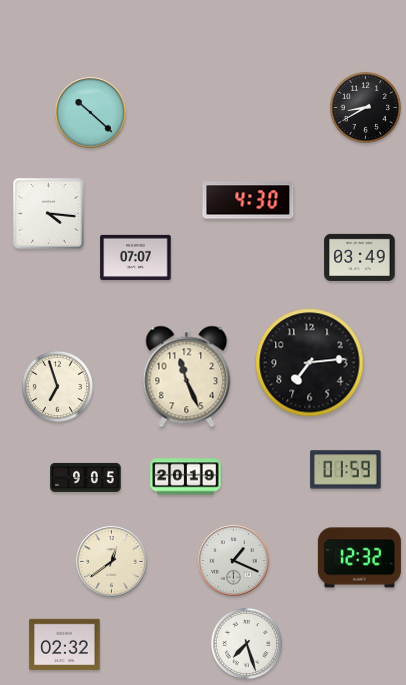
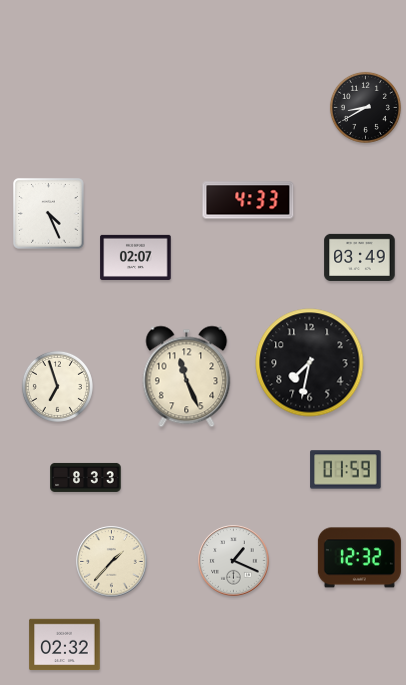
clock at (91, 113): 10:22 -> none
clock at (248, 200): 4:30 -> 4:33
clock at (49, 214): 4:16 -> 4:26
clock at (136, 257): 07:07 -> 02:07
clock at (310, 363): 7:14 -> 7:32
clock at (86, 477): 9:05 -> 8:33
clock at (186, 477): 20:19 -> none
clock at (112, 562): 12:39 -> 1:37
clock at (246, 643): 7:27 -> none
